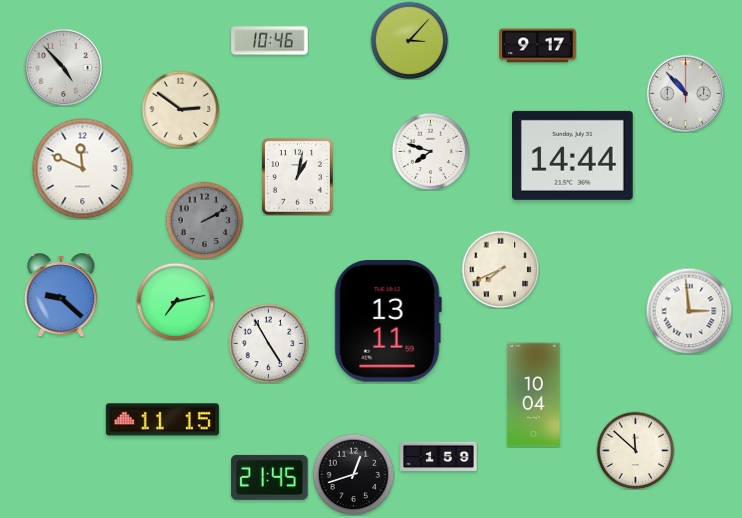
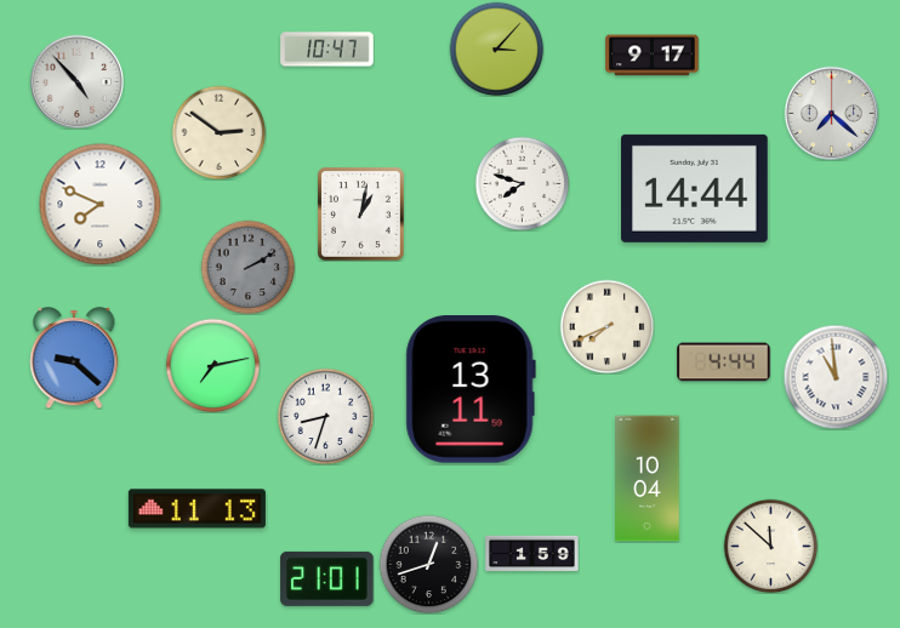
clock at (270, 41): 10:46 -> 10:47
clock at (685, 93): 10:53 -> 7:22
clock at (83, 169): 11:49 -> 7:49
clock at (724, 362): none -> 4:44
clock at (689, 311): 2:59 -> 10:59
clock at (268, 343): 4:55 -> 8:33
clock at (162, 420): 11:15 -> 11:13
clock at (353, 474) position: (353, 474) -> (428, 564)
clock at (270, 477): 21:45 -> 21:01
